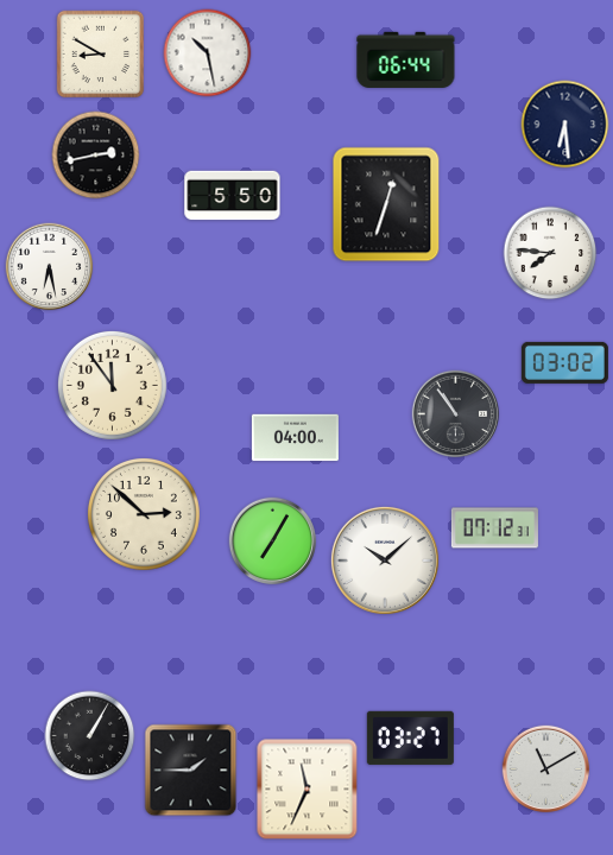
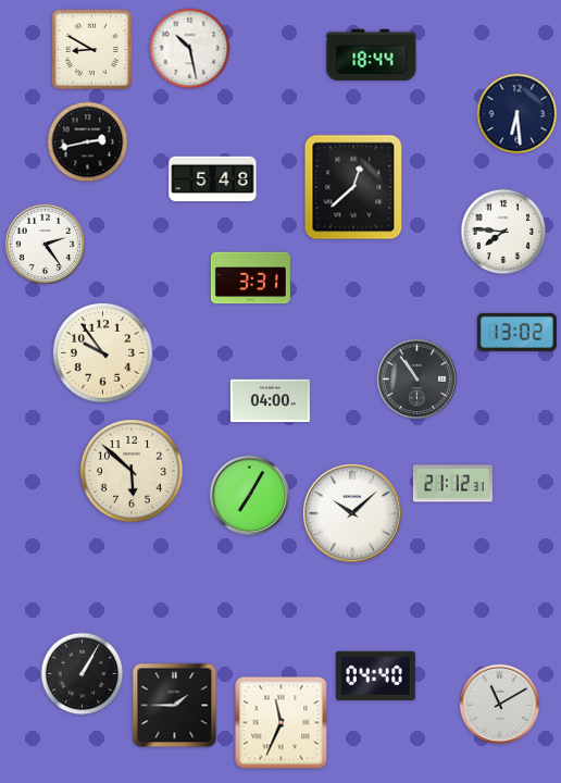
clock at (406, 59): 06:44 -> 18:44
clock at (233, 196): 5:50 -> 5:48
clock at (386, 204): 12:33 -> 12:38
clock at (50, 267): 6:28 -> 2:24
clock at (250, 278): none -> 3:31
clock at (564, 362): 03:02 -> 13:02
clock at (112, 385): 11:54 -> 9:54
clock at (144, 514): 2:52 -> 5:52
clock at (494, 528): 07:12 -> 21:12
clock at (410, 737): 03:27 -> 04:40
